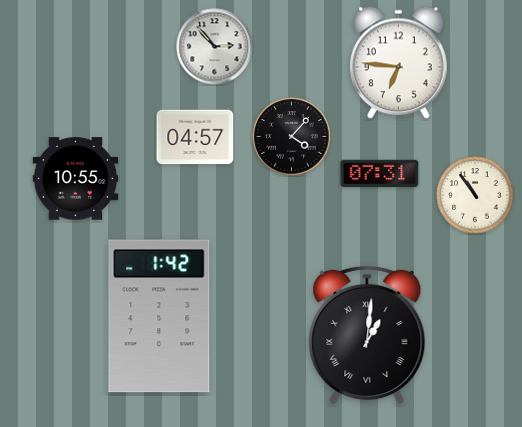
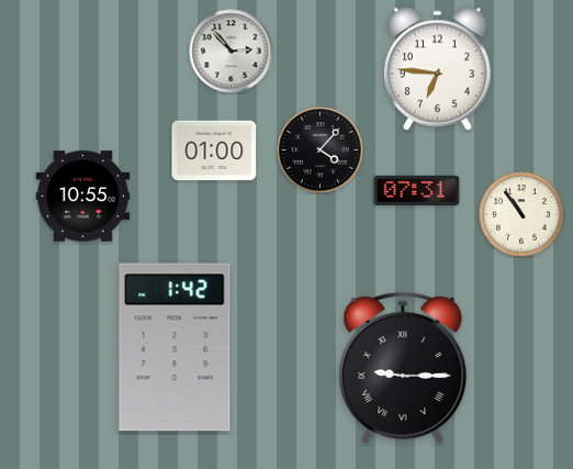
clock at (215, 47) position: (215, 47) -> (232, 52)
clock at (195, 137): 04:57 -> 01:00
clock at (367, 335): 1:01 -> 9:15
